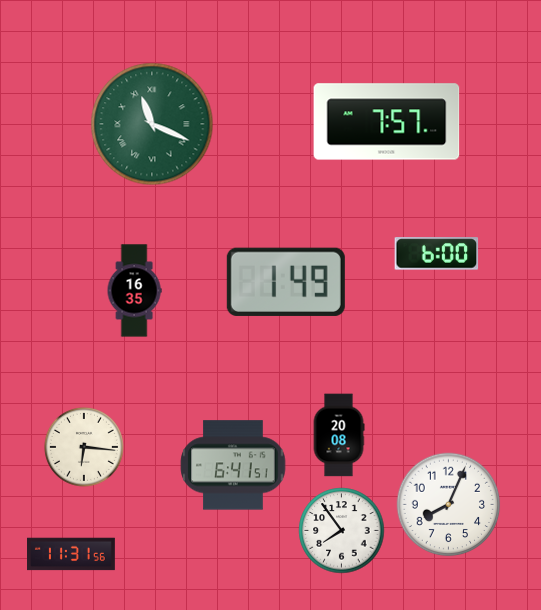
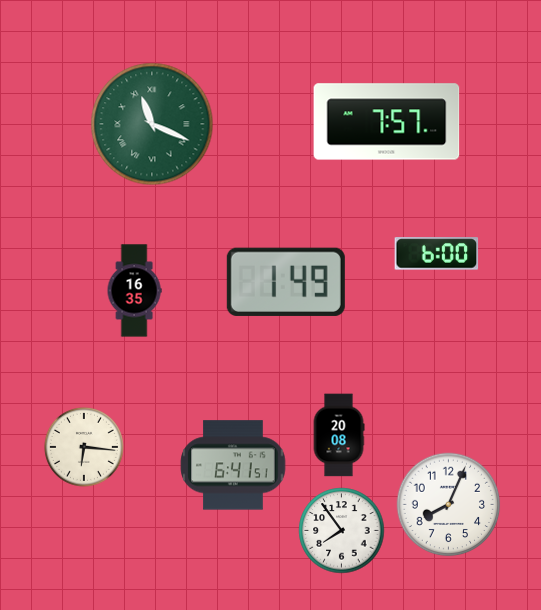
clock at (72, 554): 11:31 -> none
